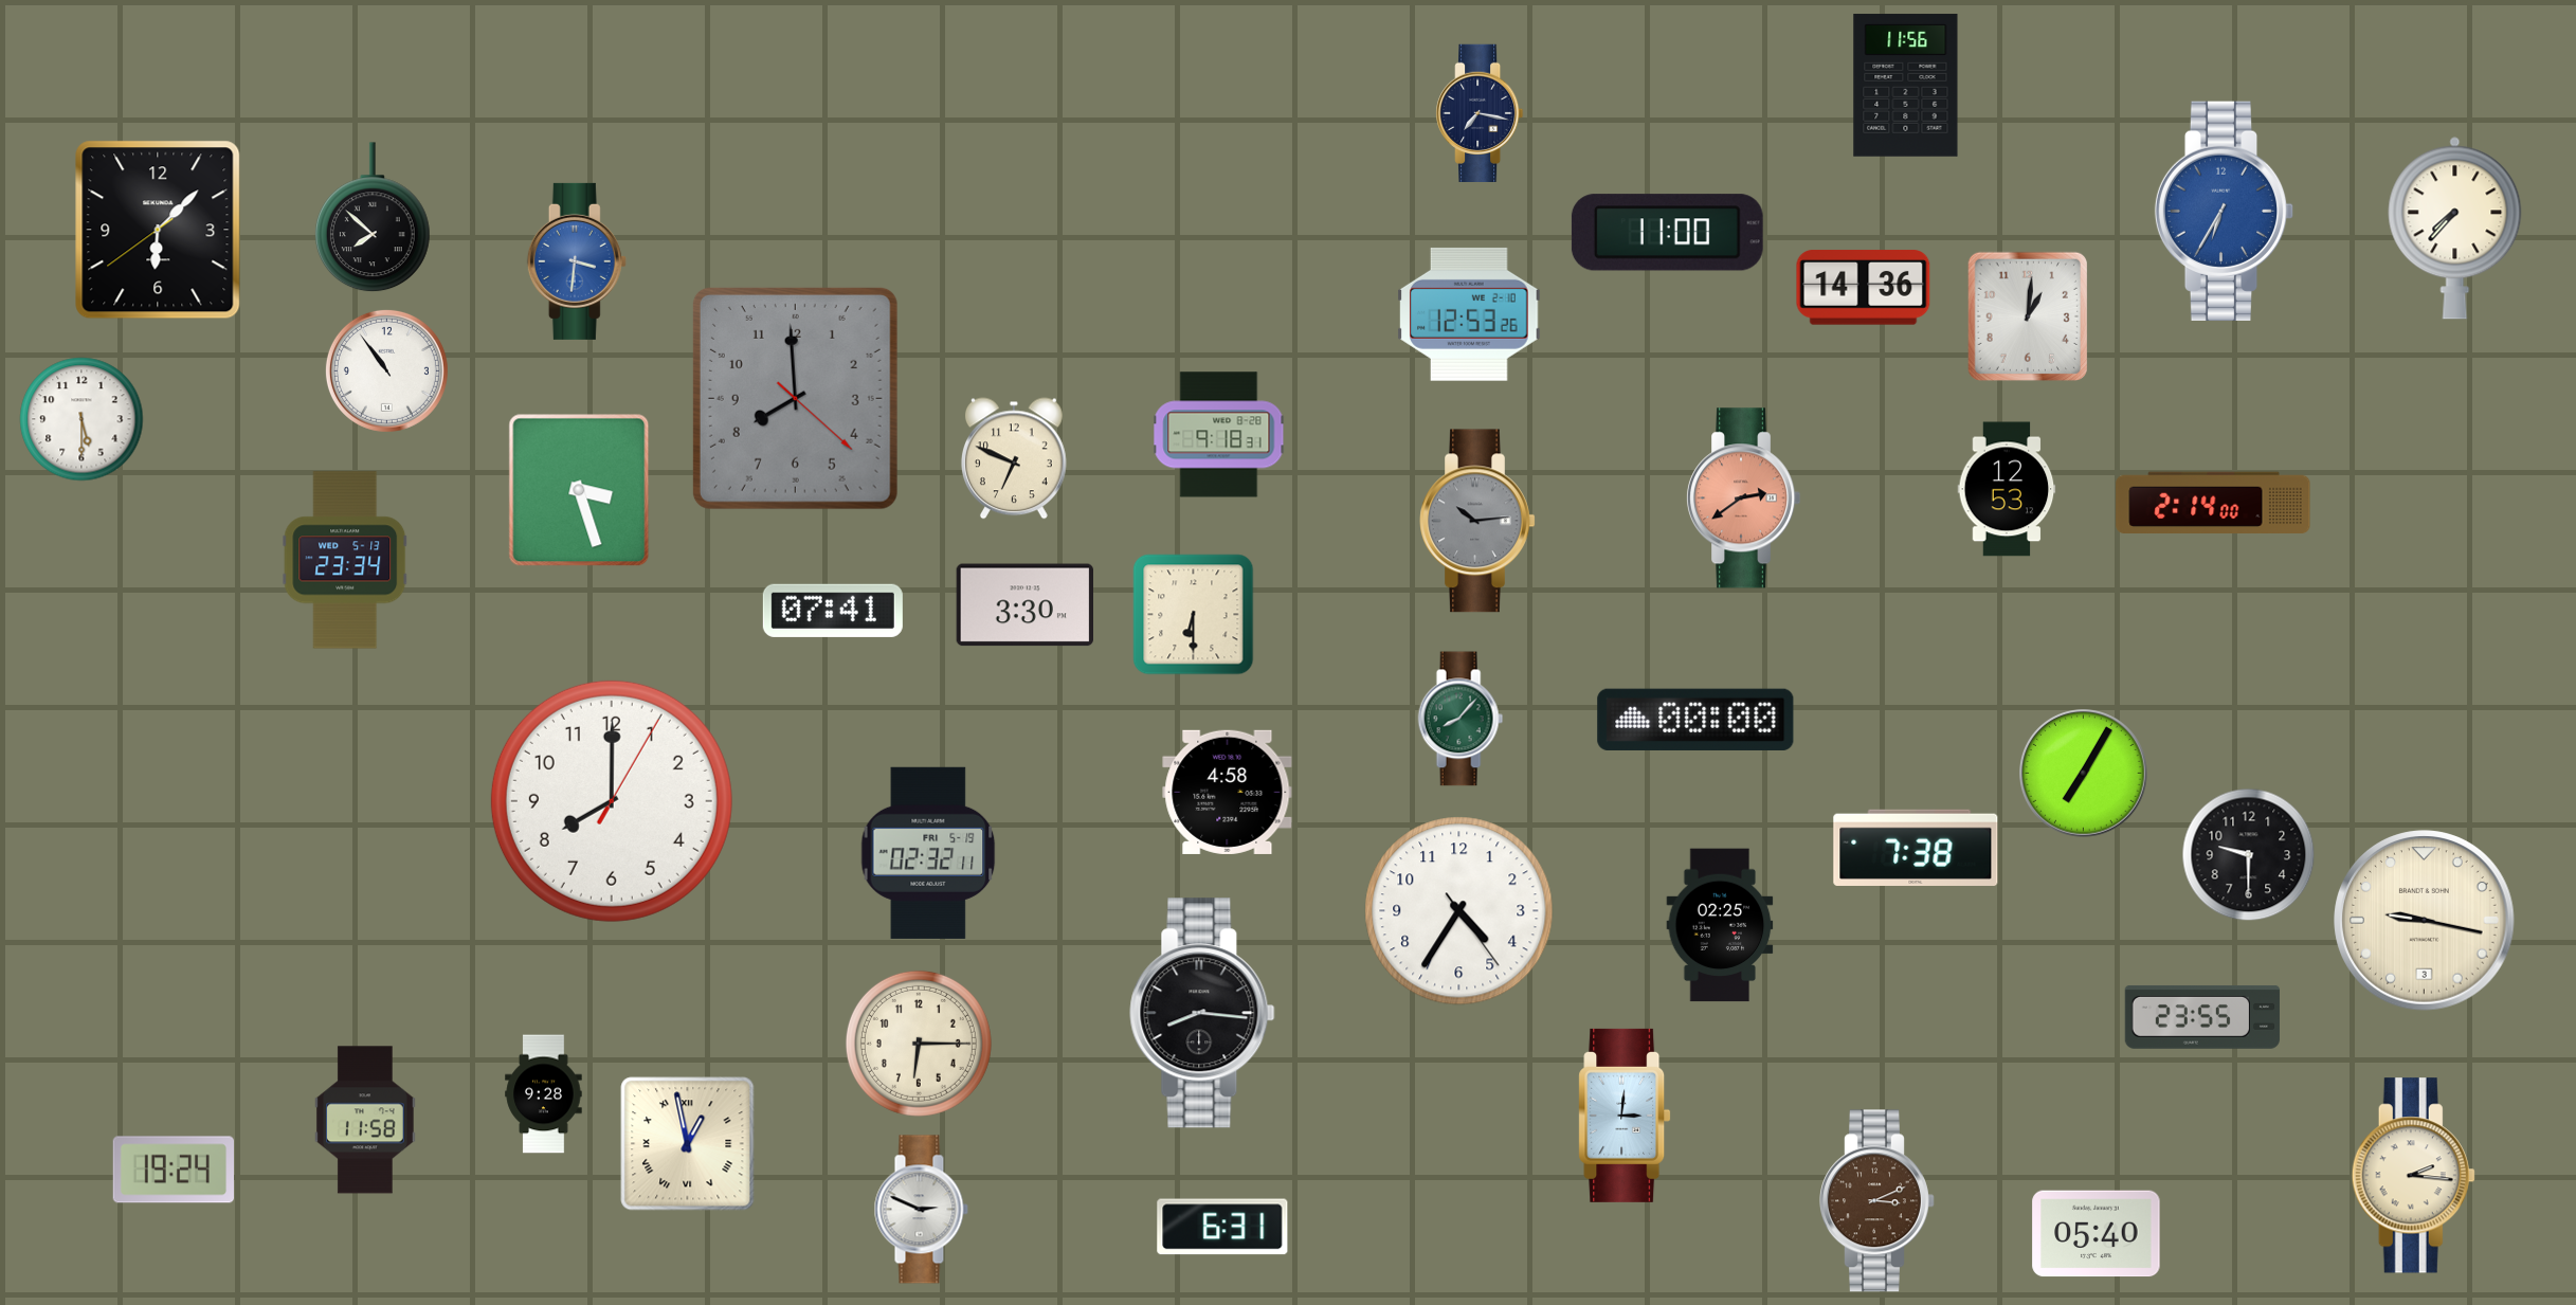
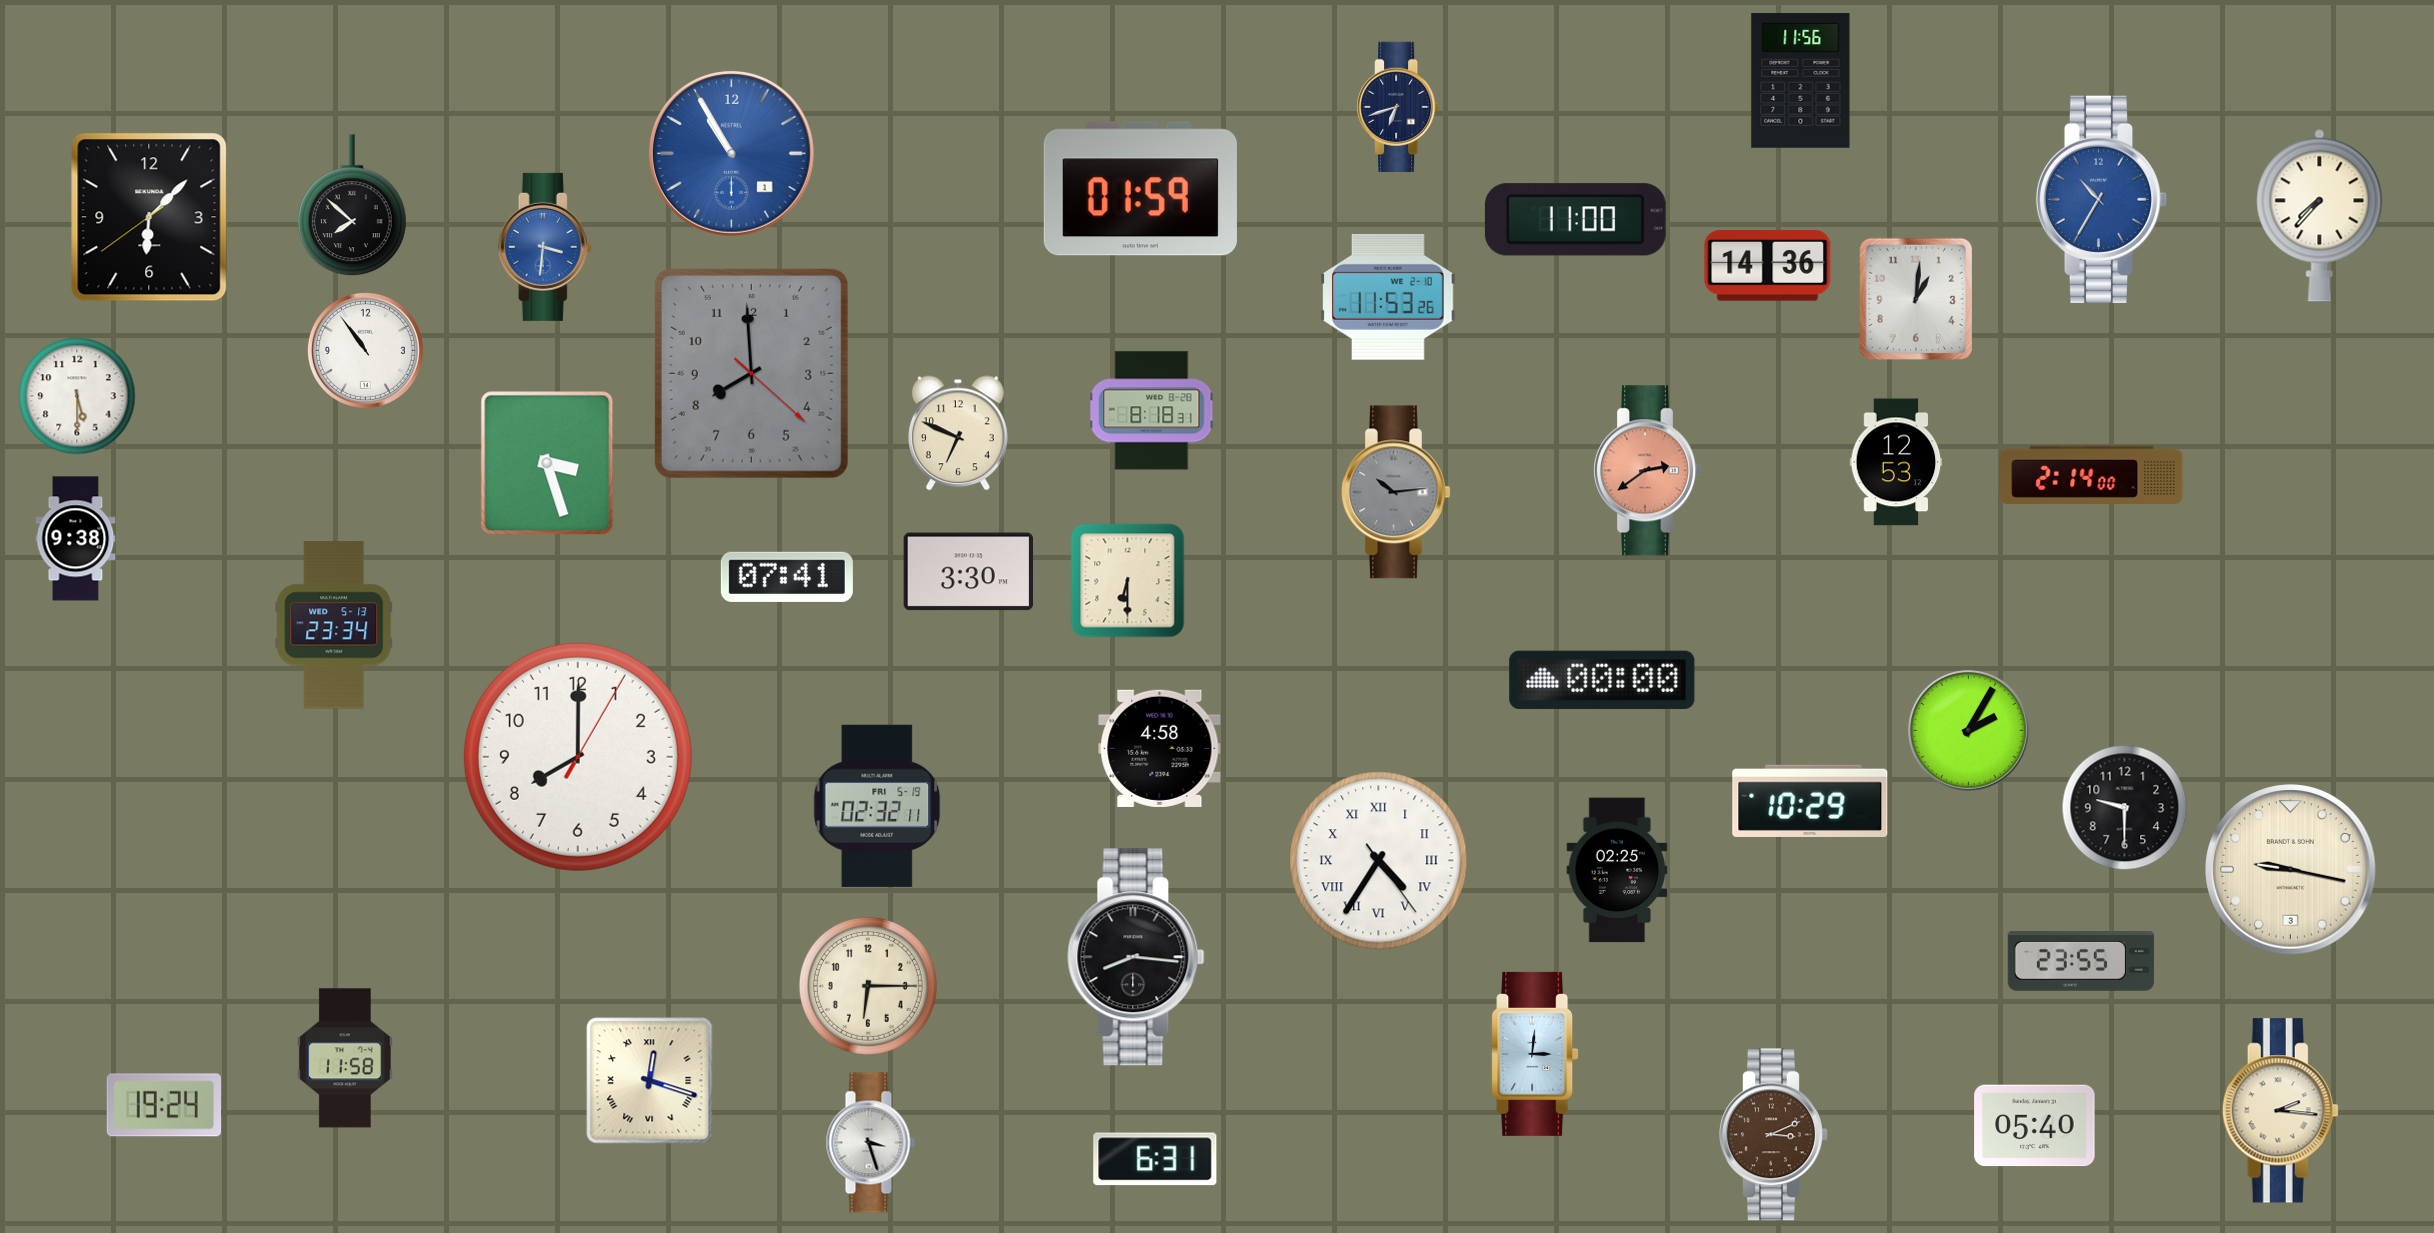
clock at (1481, 112): 7:17 -> 6:42
clock at (731, 153): none -> 10:55
clock at (1140, 189): none -> 01:59
clock at (2225, 211): 6:35 -> 10:35
clock at (1864, 288) position: (1864, 288) -> (1768, 266)
clock at (1469, 314): 12:53 -> 11:53
clock at (795, 398) position: (795, 398) -> (751, 373)
clock at (1219, 435): 9:18 -> 8:18
clock at (345, 560) position: (345, 560) -> (334, 625)
clock at (76, 539): none -> 9:38
clock at (1461, 719): 8:07 -> none
clock at (2084, 774): 7:05 -> 2:05
clock at (1916, 848): 7:38 -> 10:29
clock at (1459, 911) numerals: Arabic -> Roman
clock at (1720, 925) position: (1720, 925) -> (1617, 870)
clock at (544, 1094): 9:28 -> none
clock at (688, 1144): 12:58 -> 12:18
clock at (921, 1210): 2:49 -> 3:27
clock at (2097, 1234) position: (2097, 1234) -> (2035, 1126)
